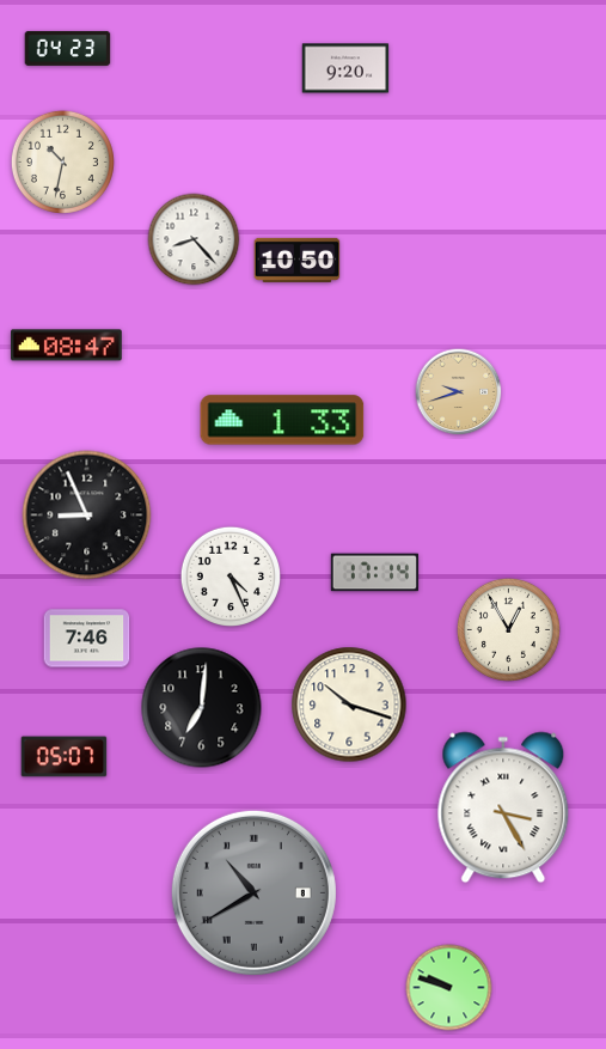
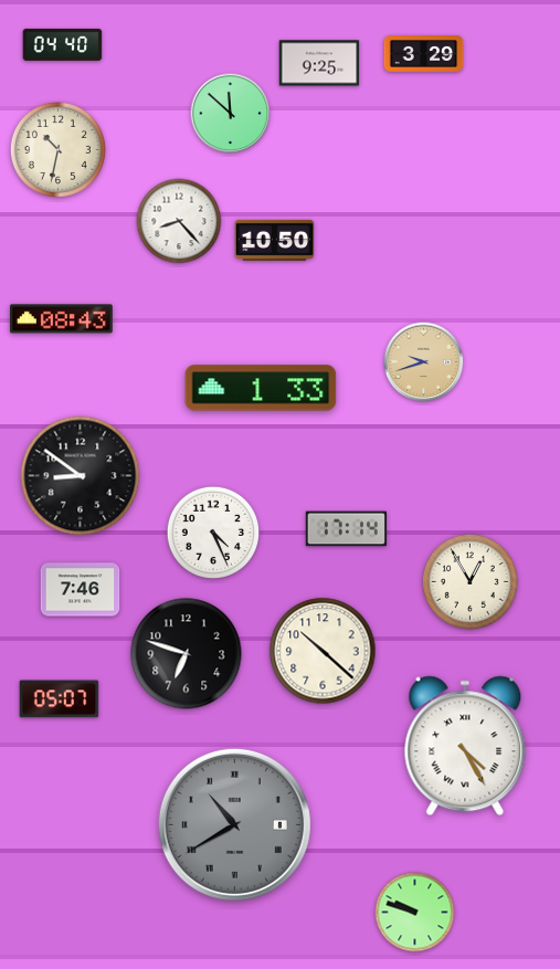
clock at (68, 48): 04:23 -> 04:40
clock at (424, 54): none -> 3:29
clock at (345, 68): 9:20 -> 9:25
clock at (231, 114): none -> 11:52
clock at (66, 346): 08:47 -> 08:43
clock at (87, 516): 8:56 -> 8:51
clock at (349, 705): 10:18 -> 10:22
clock at (202, 708): 7:01 -> 6:48
clock at (503, 807): 3:25 -> 4:25
